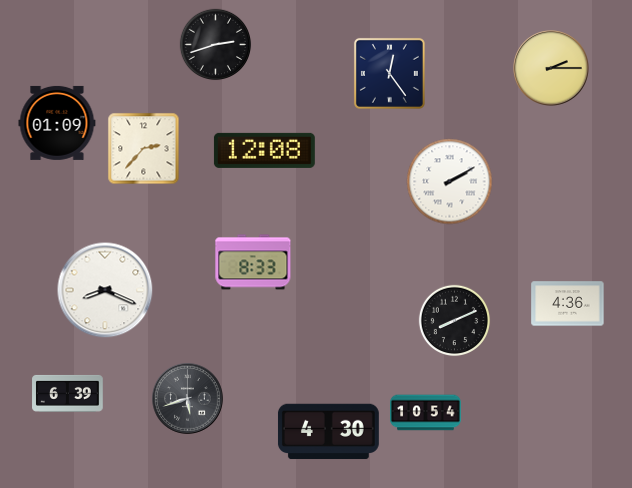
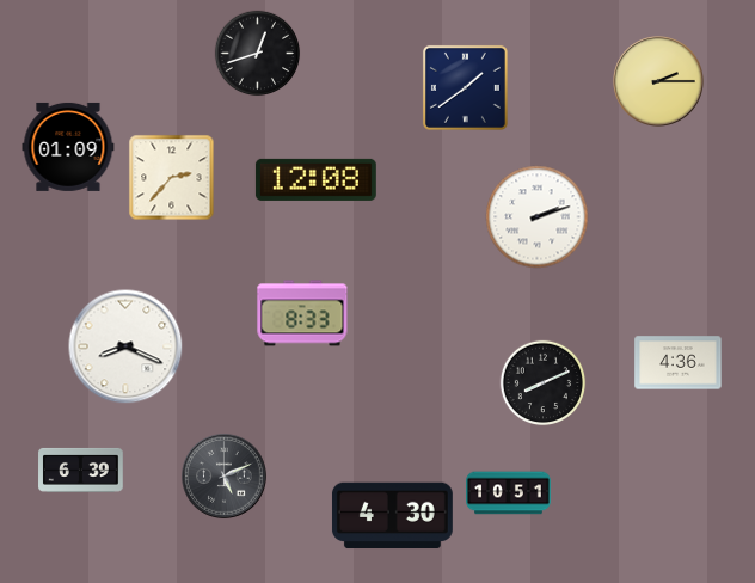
clock at (216, 45): 2:42 -> 12:42
clock at (389, 73): 12:24 -> 1:39
clock at (450, 182): 2:10 -> 2:12
clock at (188, 399): 5:42 -> 5:11
clock at (426, 413): 10:54 -> 10:51
